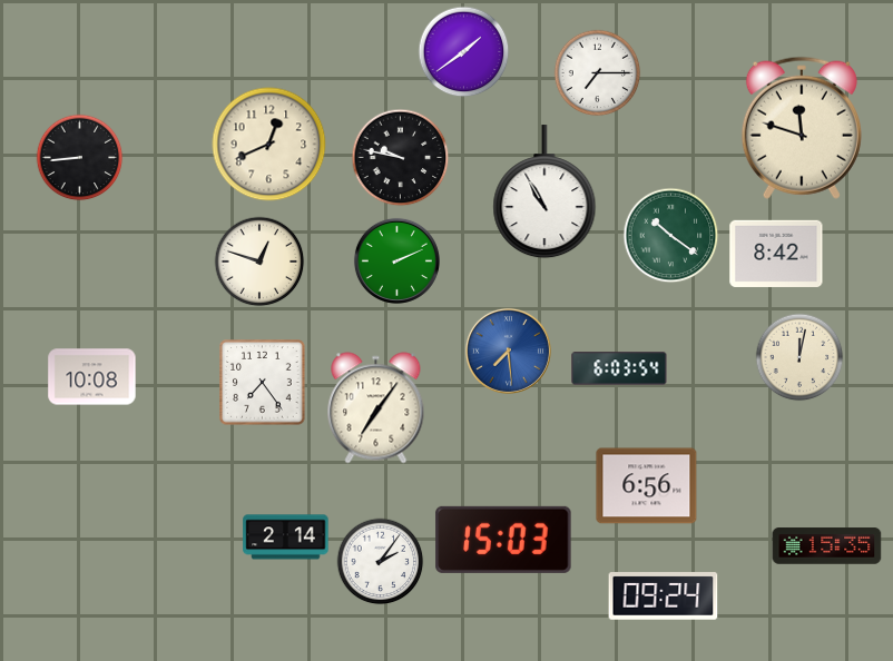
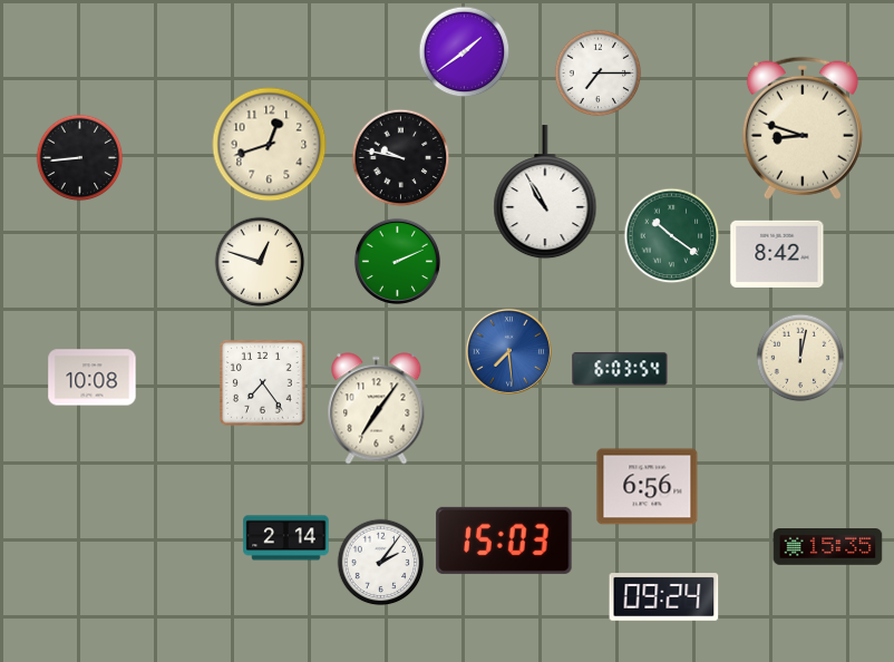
clock at (802, 128): 11:48 -> 8:48
clock at (269, 145): 12:41 -> 12:42
